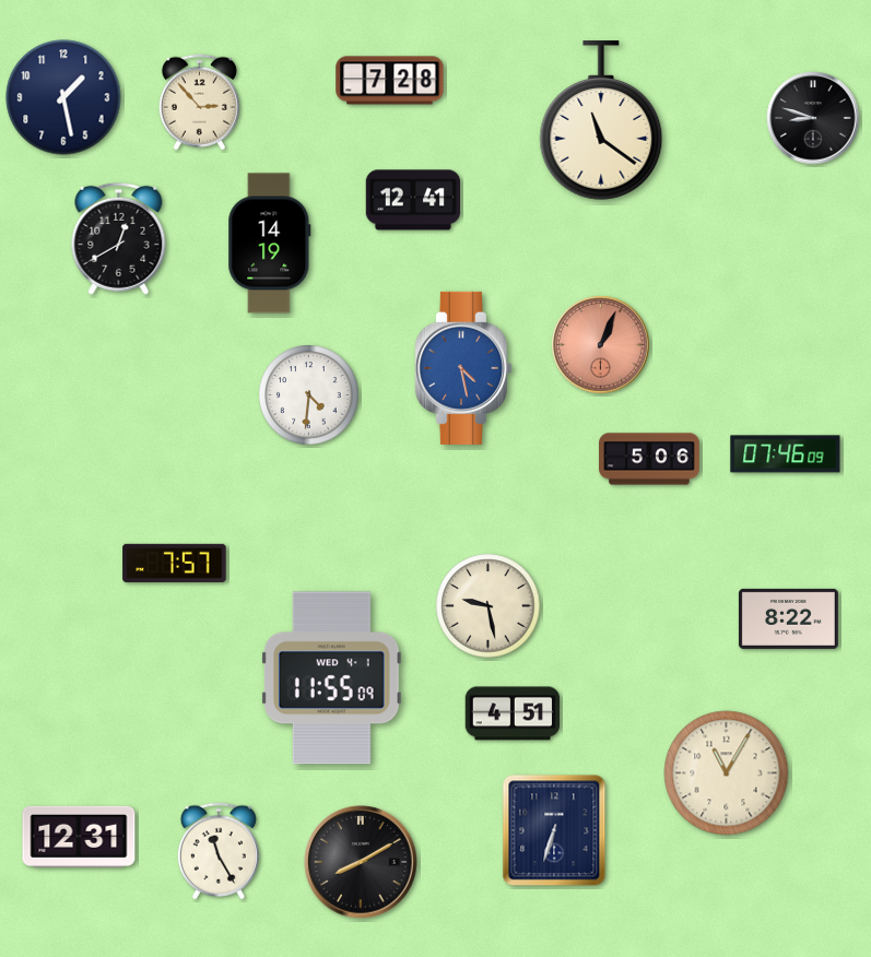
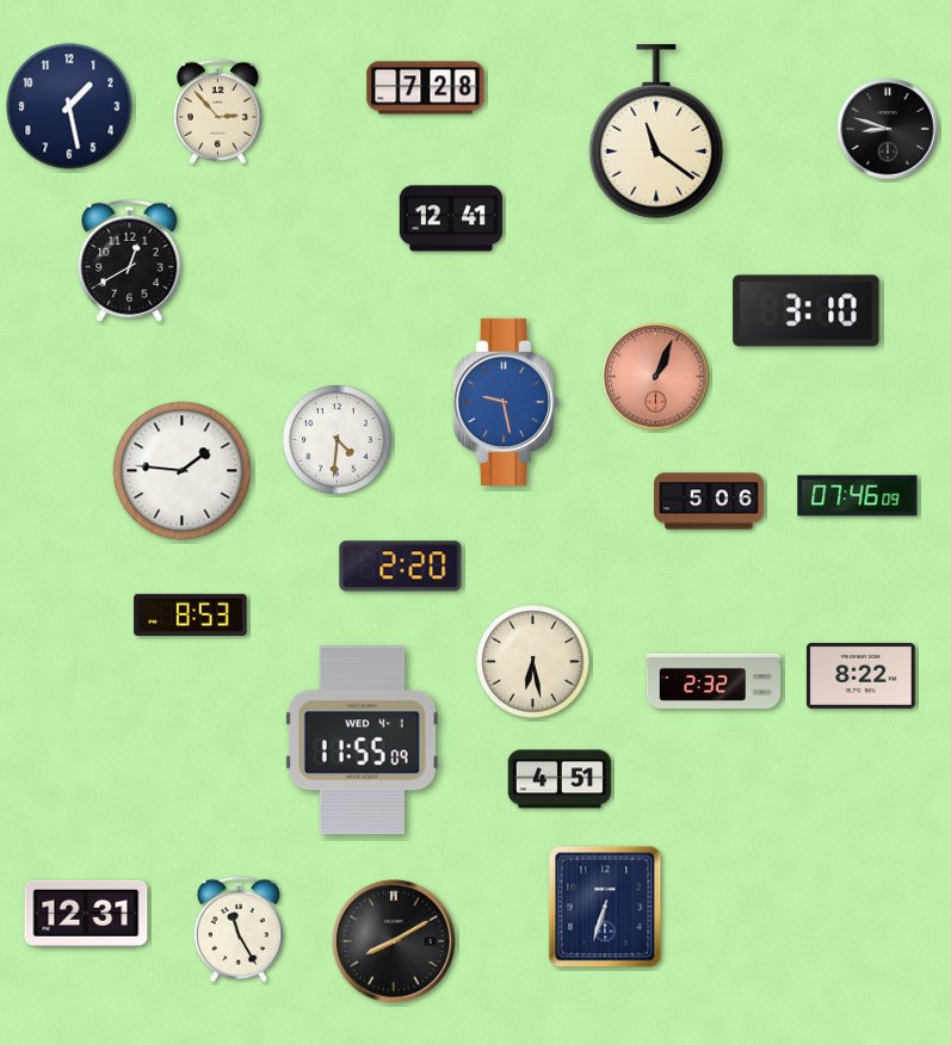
clock at (270, 244): 14:19 -> none
clock at (807, 311): none -> 3:10
clock at (462, 368): 4:28 -> 9:28
clock at (309, 395) position: (309, 395) -> (338, 440)
clock at (183, 471): none -> 1:46
clock at (401, 567): none -> 2:20
clock at (175, 563): 7:57 -> 8:53
clock at (489, 606): 9:28 -> 6:28
clock at (714, 681): none -> 2:32
clock at (727, 773): 11:05 -> none
